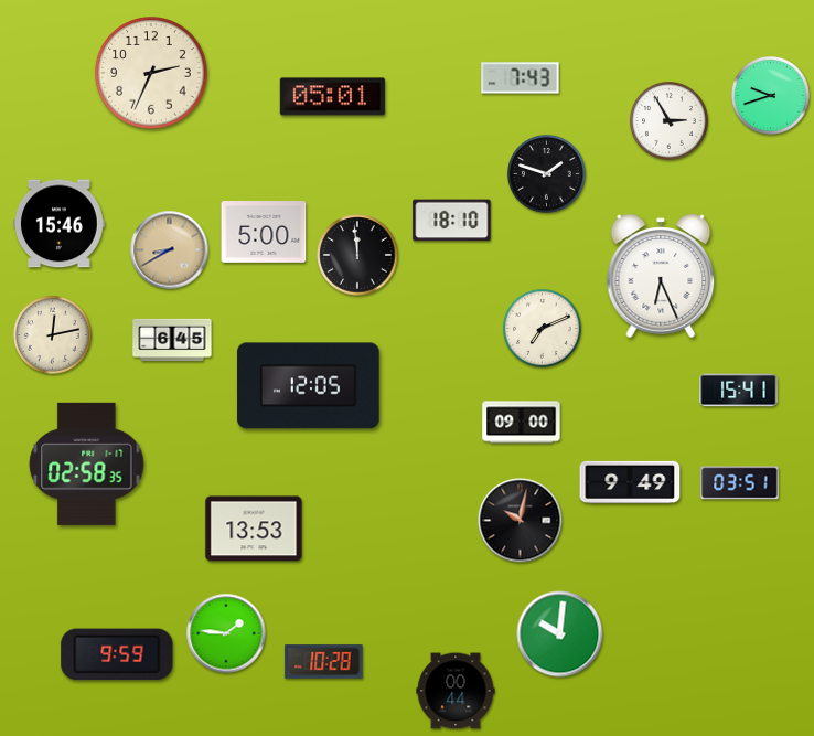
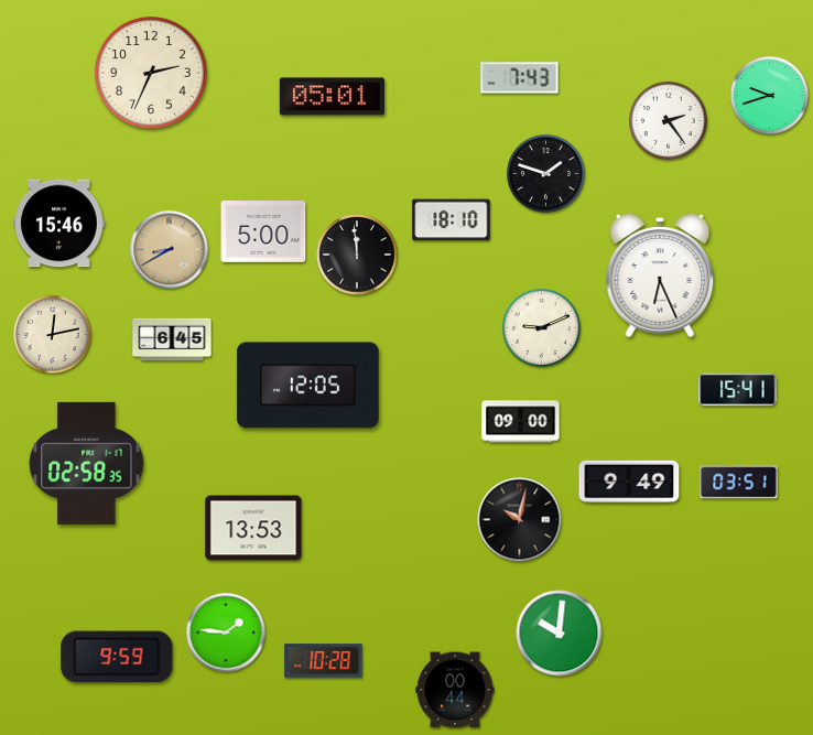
clock at (670, 121): 2:55 -> 2:24
clock at (543, 329): 7:11 -> 9:11
clock at (117, 654) position: (117, 654) -> (117, 657)
